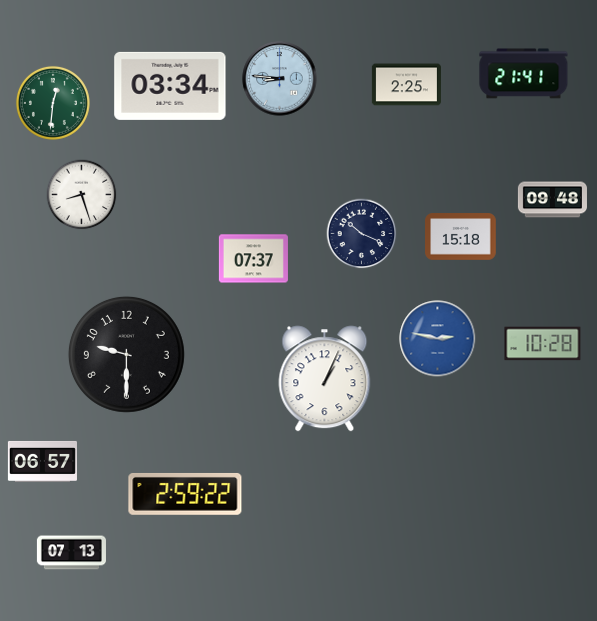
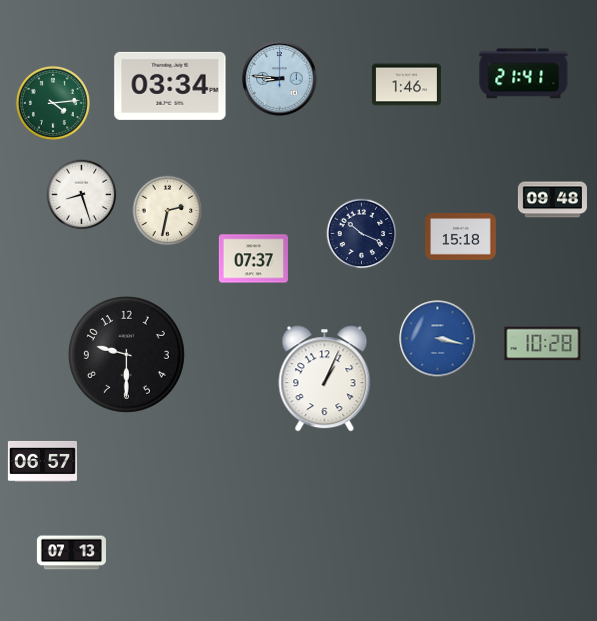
clock at (406, 85): 2:25 -> 1:46
clock at (53, 103): 12:31 -> 4:14
clock at (168, 211): none -> 2:32
clock at (438, 339): 2:47 -> 3:17
clock at (185, 494): 2:59 -> none
